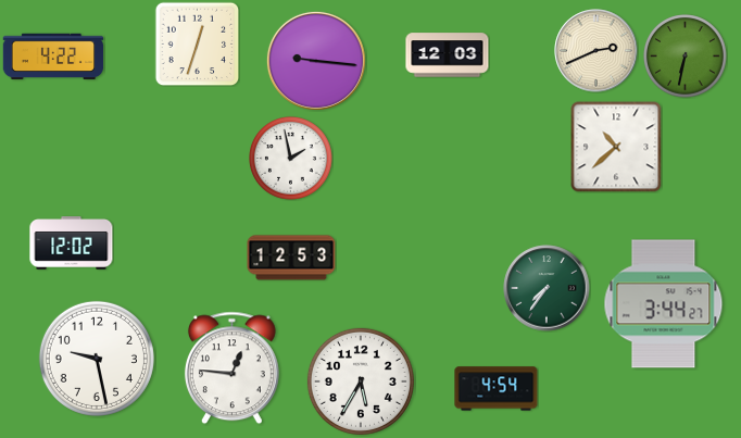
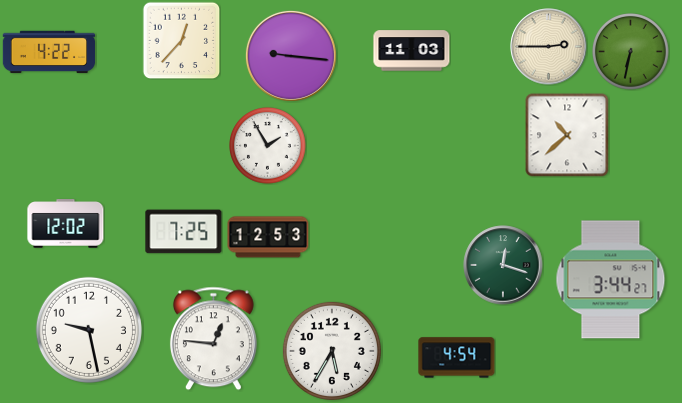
clock at (197, 43): 12:33 -> 12:37
clock at (596, 51): 2:41 -> 2:45
clock at (448, 55): 12:03 -> 11:03
clock at (291, 159): 1:58 -> 1:55
clock at (184, 232): none -> 7:25
clock at (547, 288): 7:36 -> 12:18
